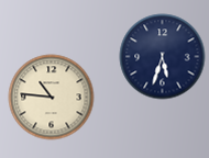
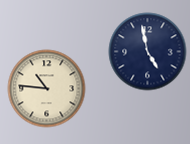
clock at (162, 56): 5:33 -> 4:58
